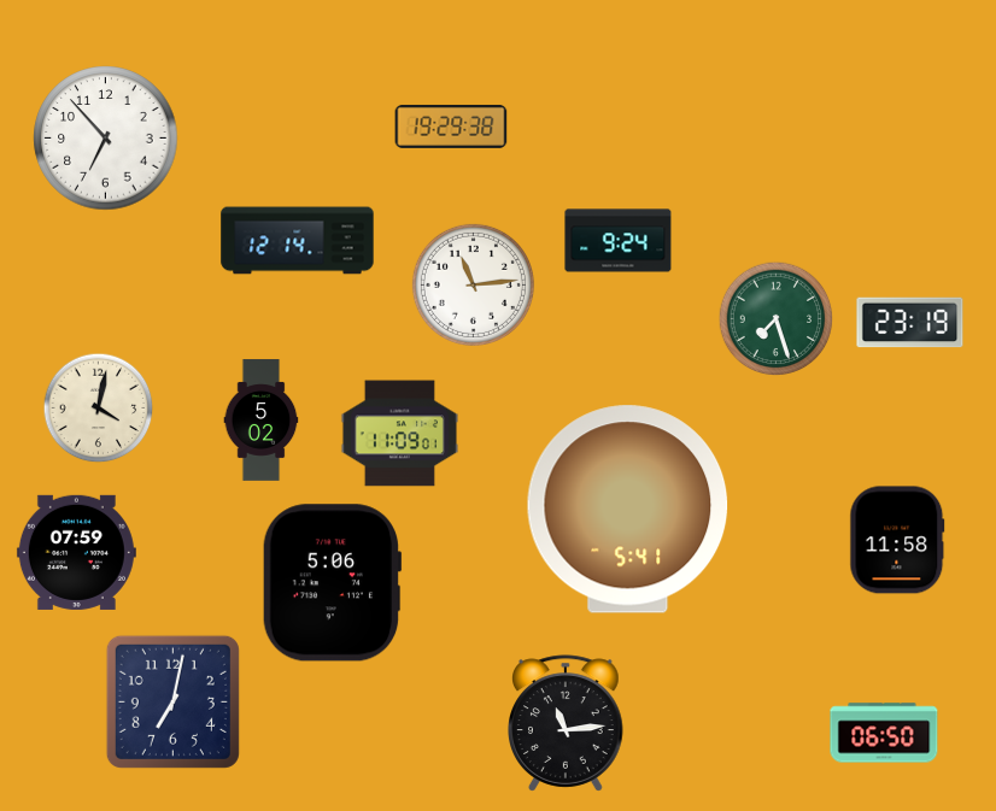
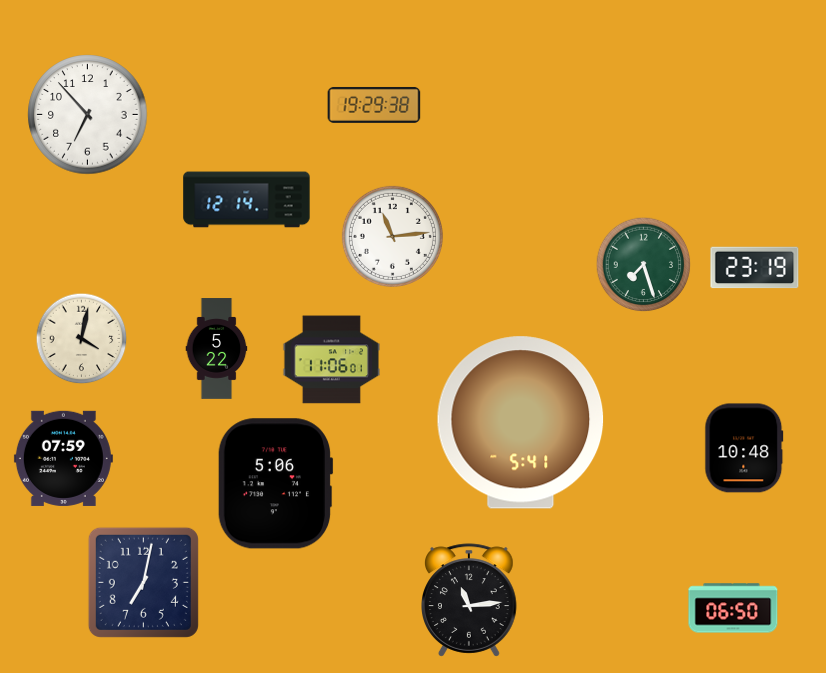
clock at (619, 241): 9:24 -> none
clock at (262, 421): 5:02 -> 5:22
clock at (399, 434): 11:09 -> 11:06
clock at (897, 540): 11:58 -> 10:48
